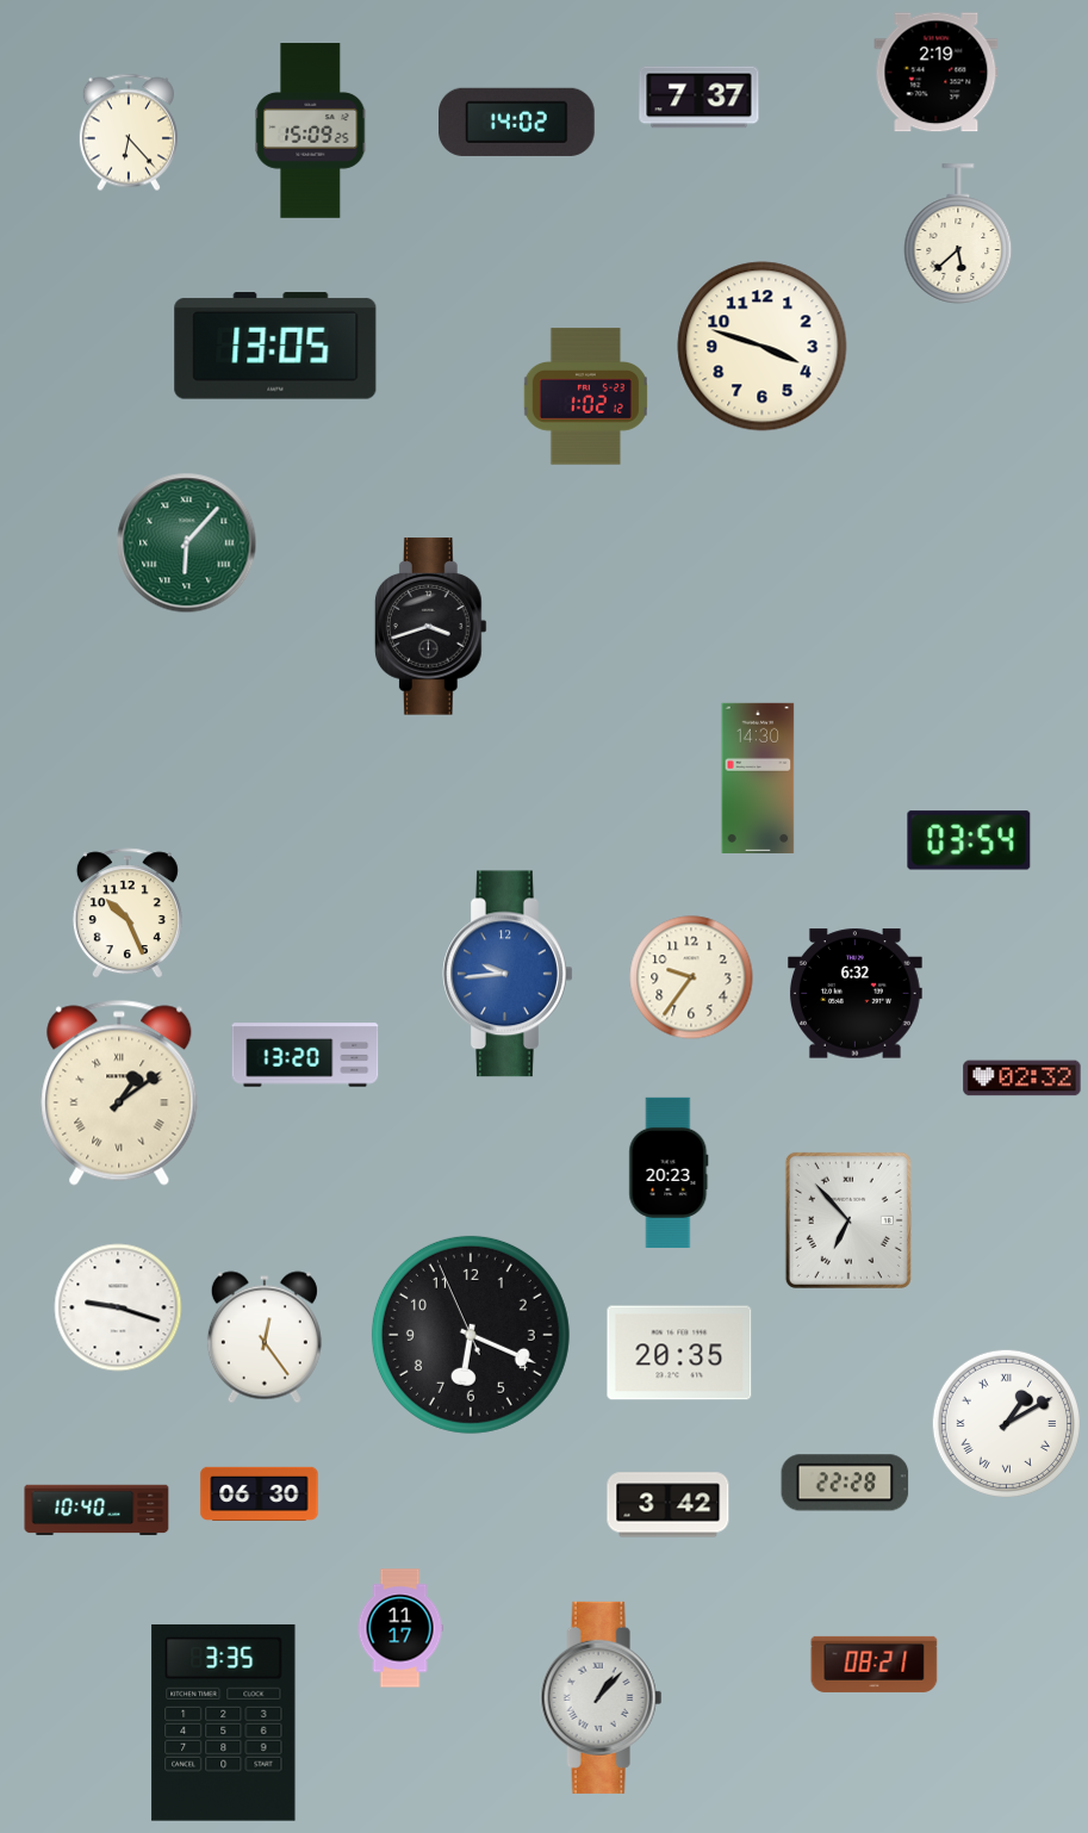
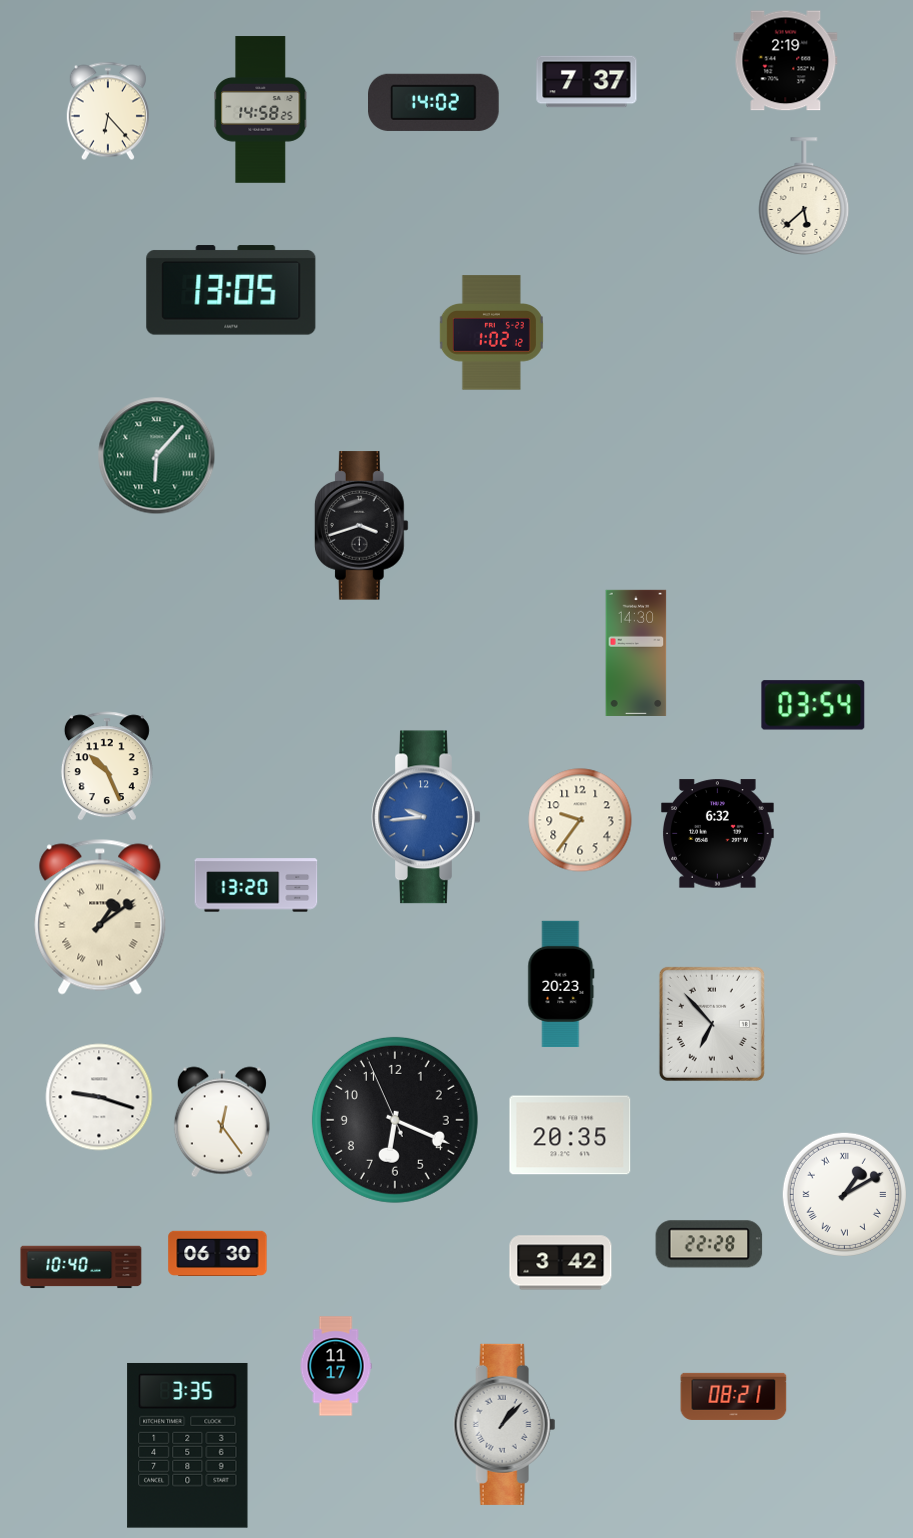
clock at (311, 131): 15:09 -> 14:58
clock at (763, 347): 3:48 -> none
clock at (1022, 1079): 02:32 -> none
